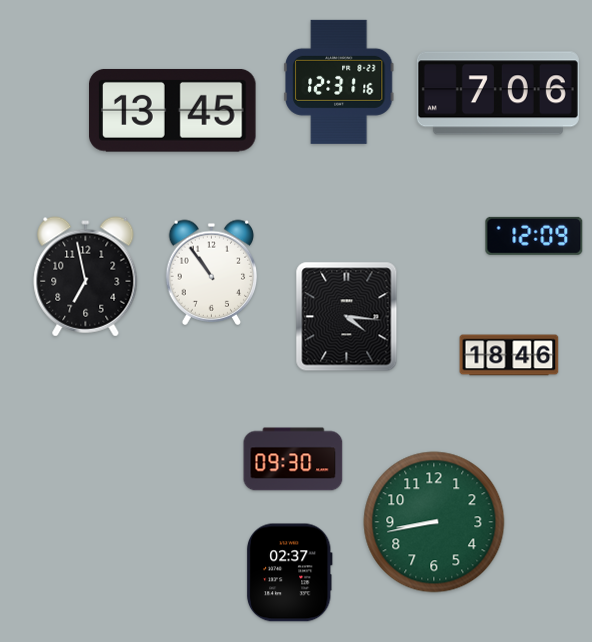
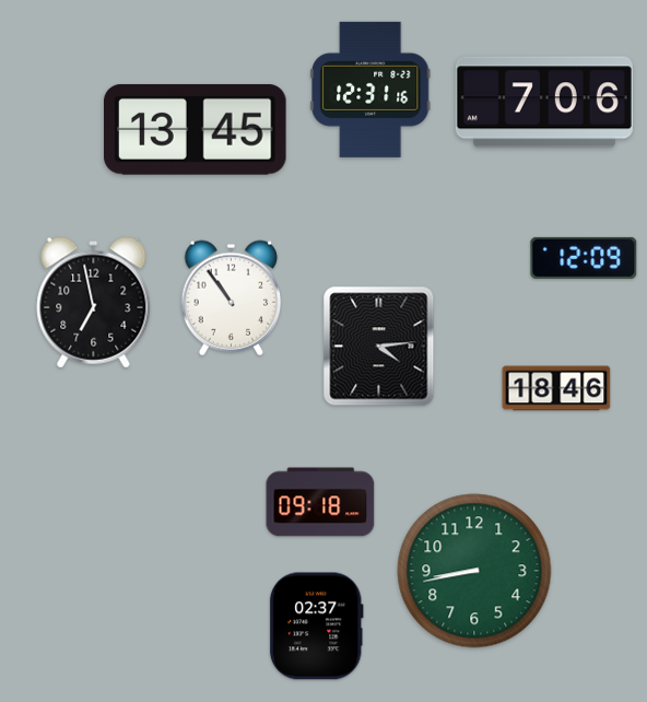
clock at (173, 110) position: (173, 110) -> (196, 129)
clock at (347, 317): 4:16 -> 4:14
clock at (293, 459): 09:30 -> 09:18
